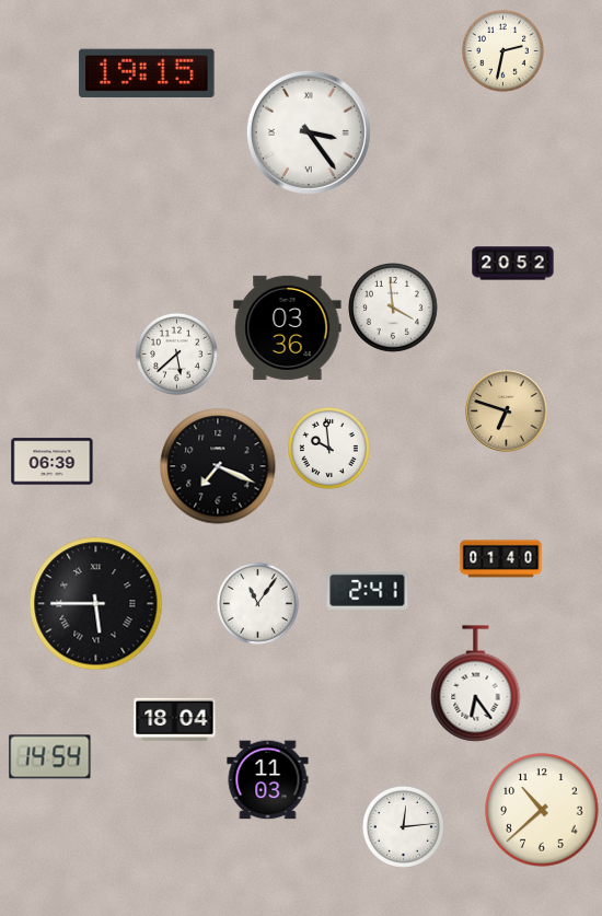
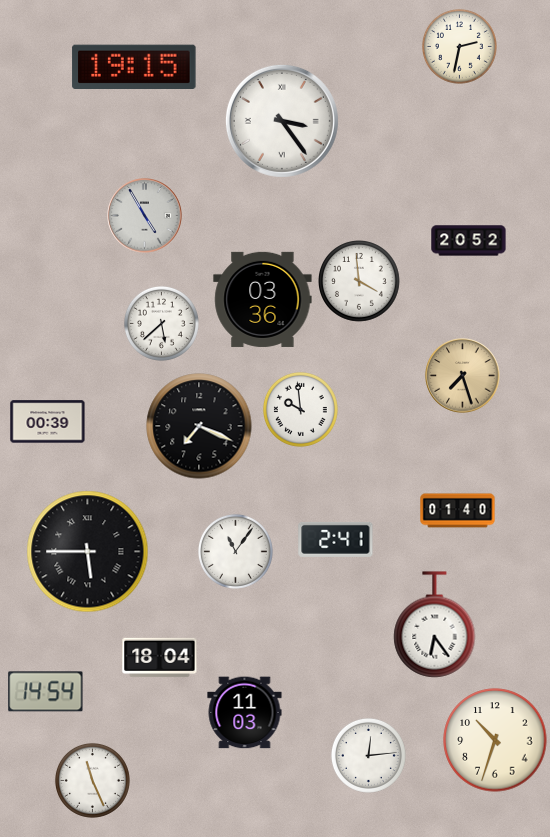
clock at (145, 216): none -> 4:55
clock at (507, 411): 6:48 -> 7:27
clock at (53, 462): 06:39 -> 00:39
clock at (542, 810): 10:38 -> 10:33
clock at (92, 780): none -> 11:26
